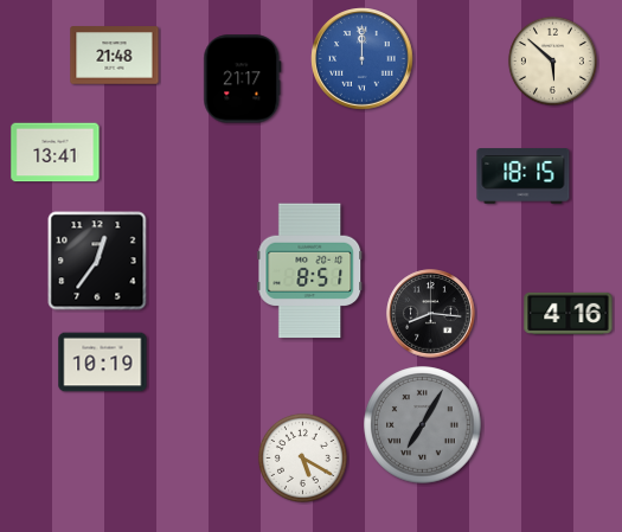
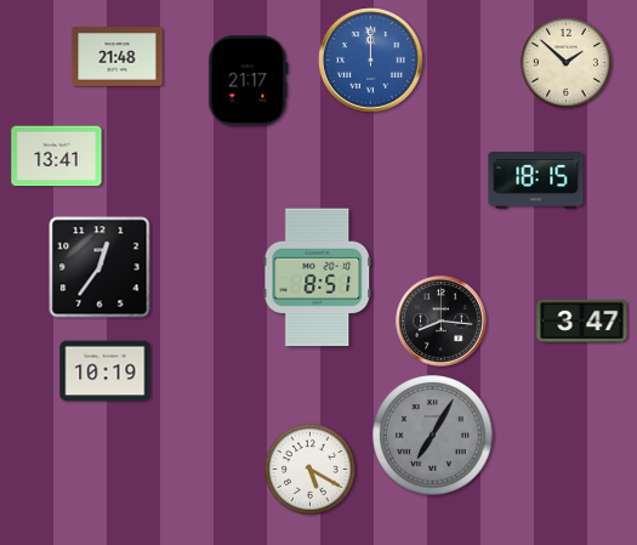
clock at (552, 60): 5:52 -> 1:52
clock at (569, 314): 4:16 -> 3:47
